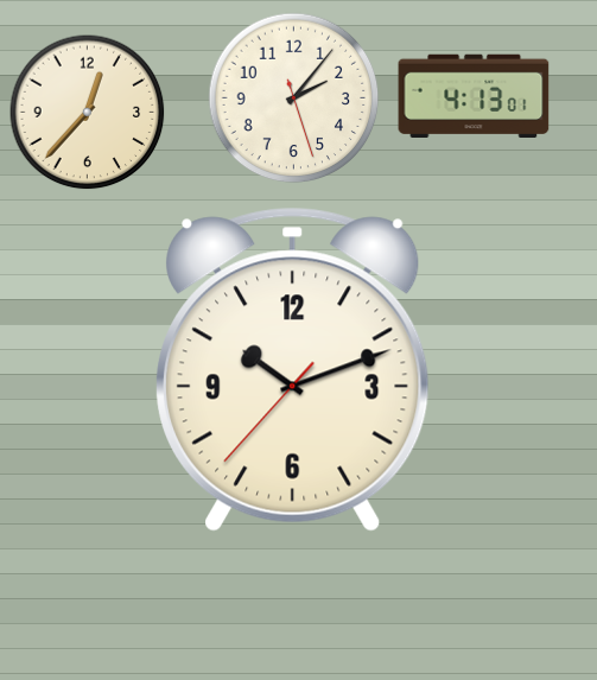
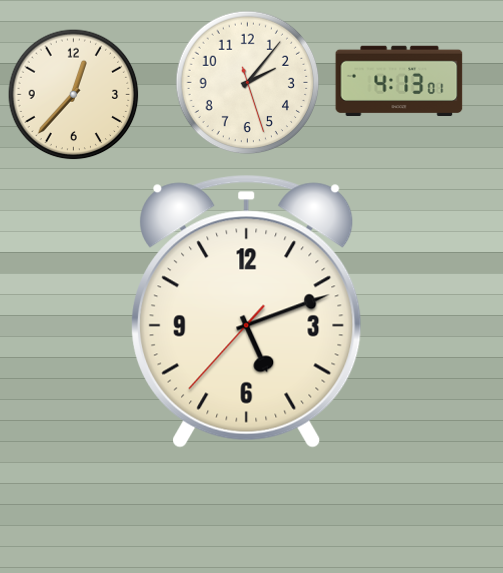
clock at (293, 369): 10:11 -> 5:11
